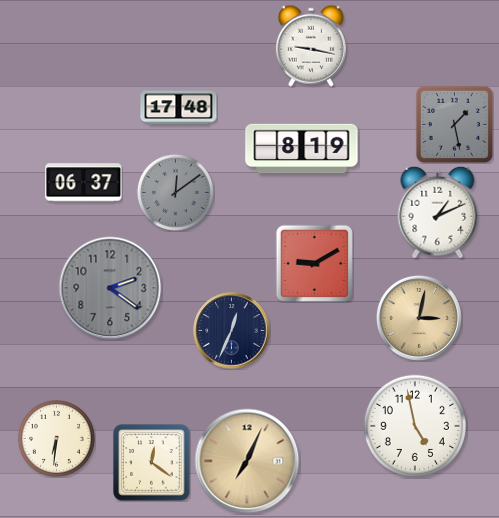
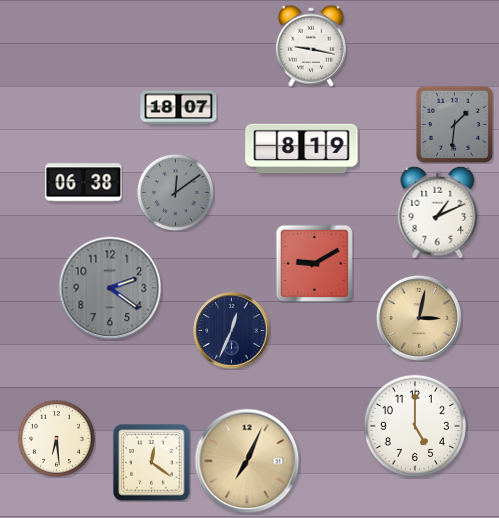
clock at (179, 108): 17:48 -> 18:07
clock at (454, 124): 1:28 -> 1:31
clock at (84, 183): 06:37 -> 06:38
clock at (415, 426): 4:58 -> 5:00
clock at (56, 438): 6:31 -> 6:29
